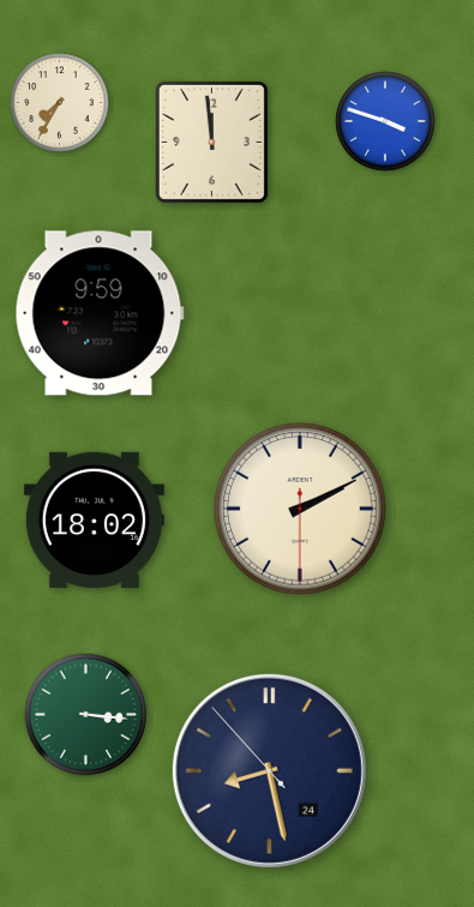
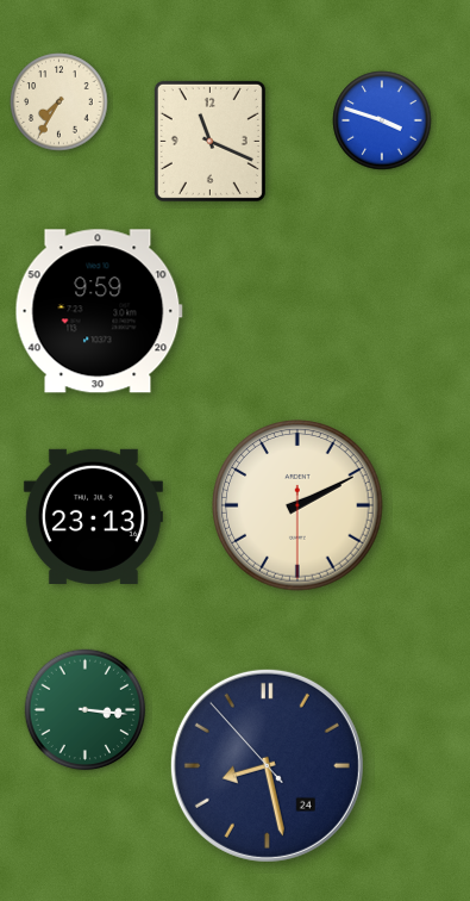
clock at (211, 142): 11:59 -> 11:19
clock at (94, 519): 18:02 -> 23:13
